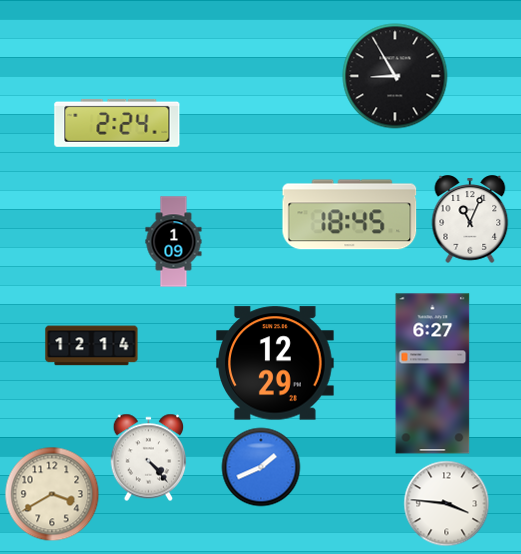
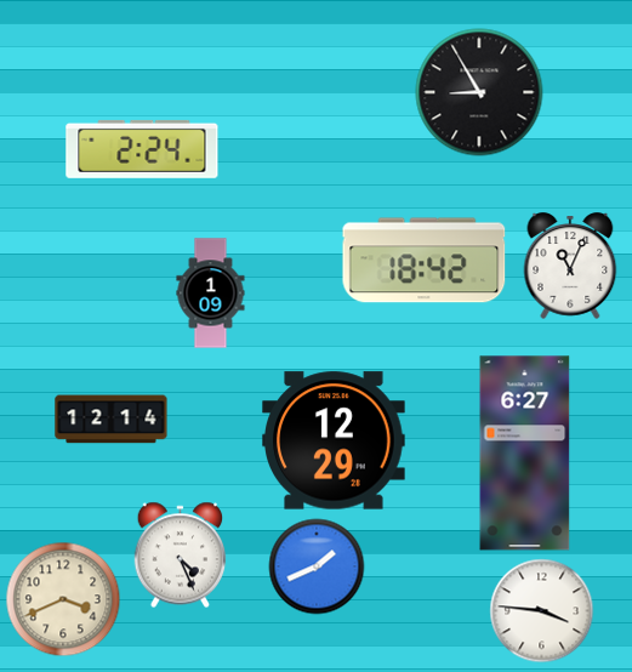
clock at (350, 215): 18:45 -> 18:42
clock at (149, 458): 4:23 -> 4:26
clock at (52, 494): 3:40 -> 3:41
